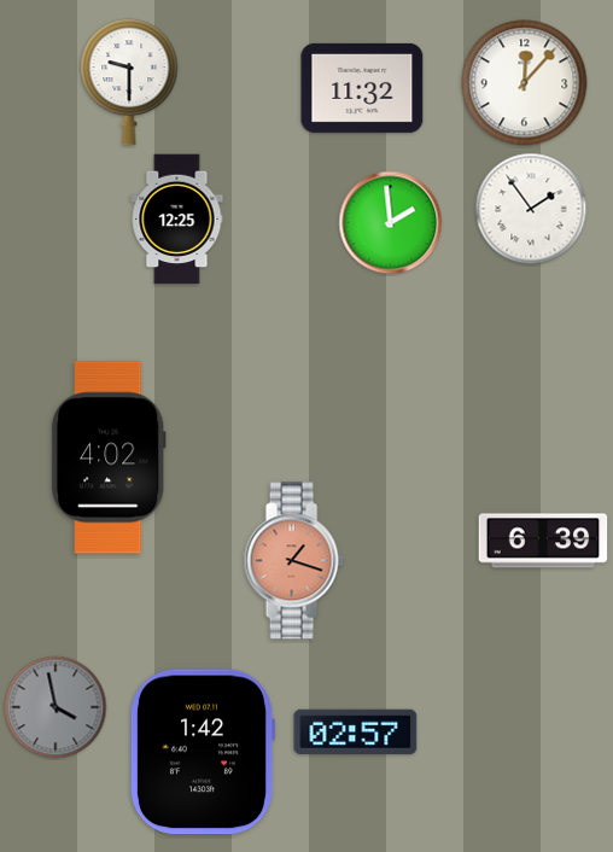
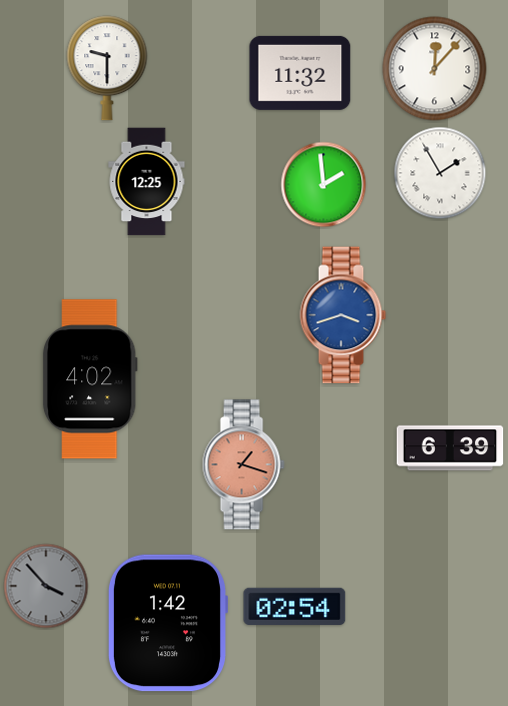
clock at (531, 209): 1:54 -> 1:55
clock at (343, 315): none -> 3:42
clock at (56, 707): 3:58 -> 3:53
clock at (356, 731): 02:57 -> 02:54
